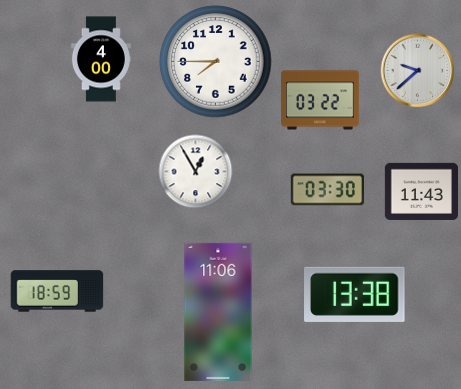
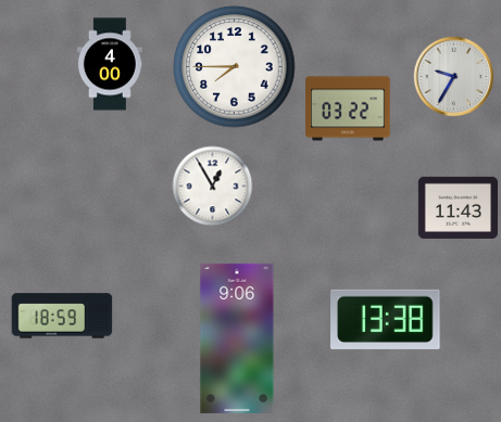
clock at (418, 71): 9:38 -> 9:35
clock at (327, 190): 03:30 -> none
clock at (218, 312): 11:06 -> 9:06
